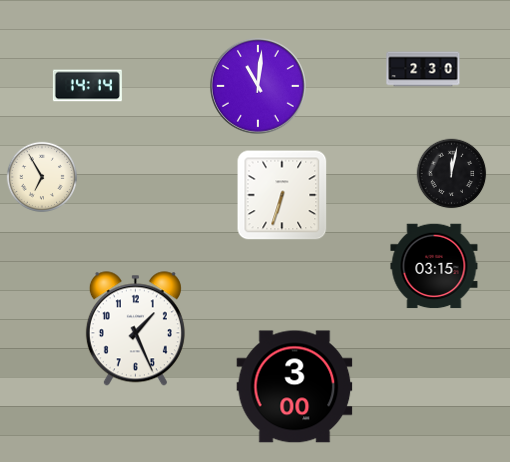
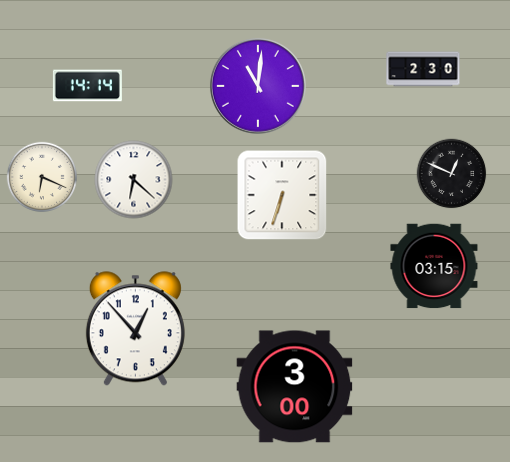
clock at (452, 174): 12:02 -> 12:49
clock at (42, 177): 6:55 -> 6:19
clock at (134, 180): none -> 6:22
clock at (135, 329): 1:26 -> 12:53
